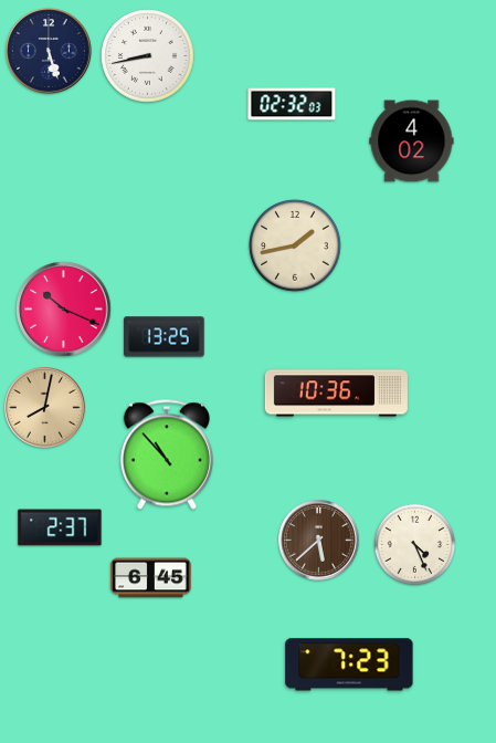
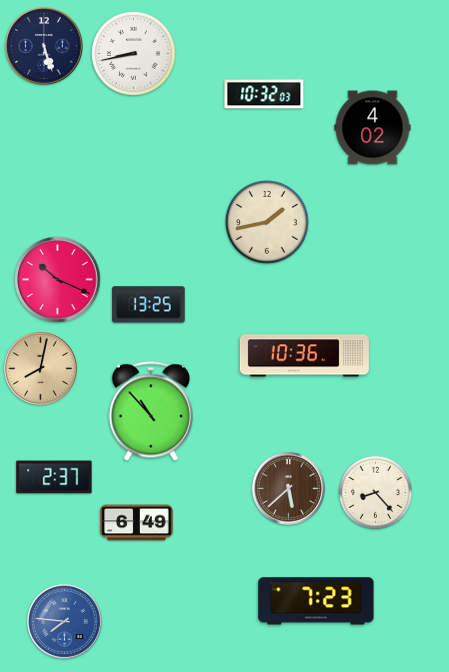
clock at (148, 56) position: (148, 56) -> (134, 54)
clock at (292, 104): 02:32 -> 10:32
clock at (415, 545): 4:26 -> 8:23
clock at (151, 578): 6:45 -> 6:49
clock at (65, 622): none -> 7:46
